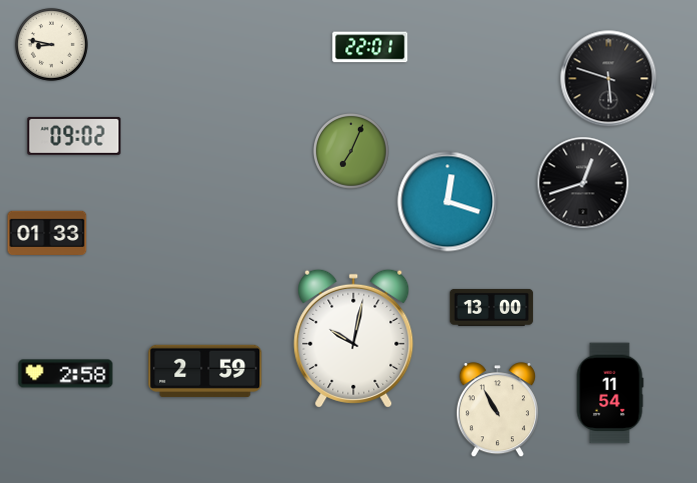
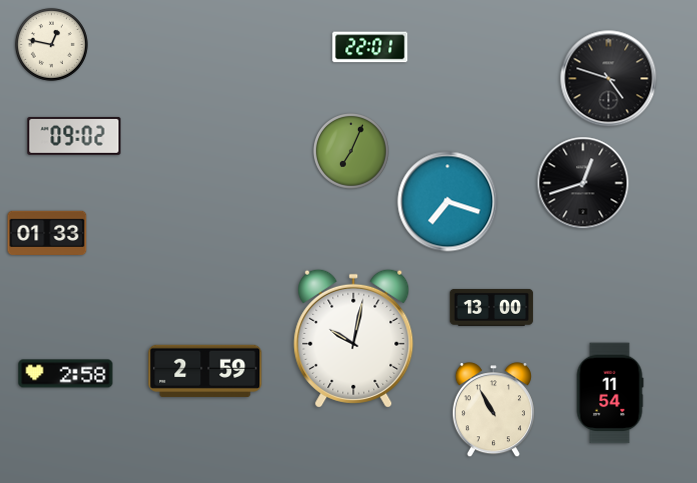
clock at (51, 44): 8:47 -> 12:47
clock at (609, 79): 5:48 -> 4:48
clock at (448, 202): 12:18 -> 7:18
clock at (497, 410) position: (497, 410) -> (493, 410)
